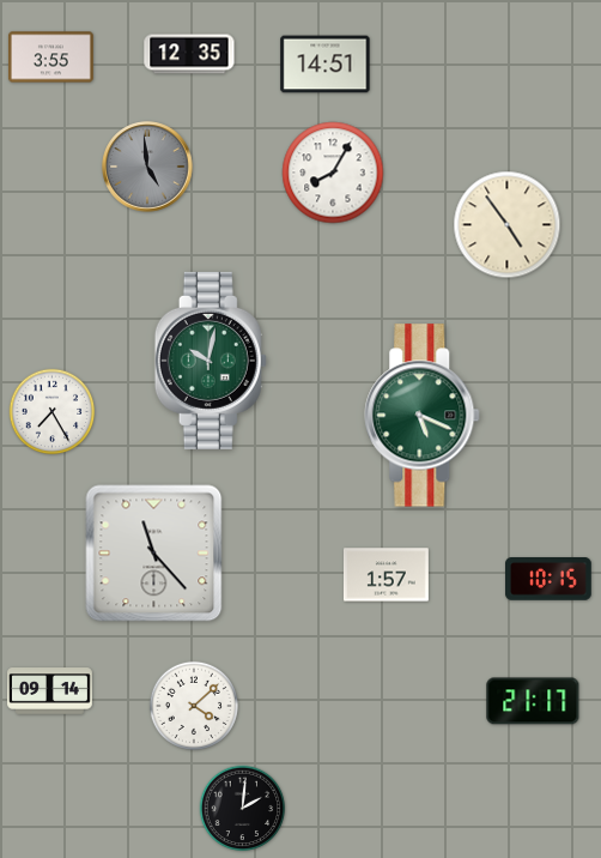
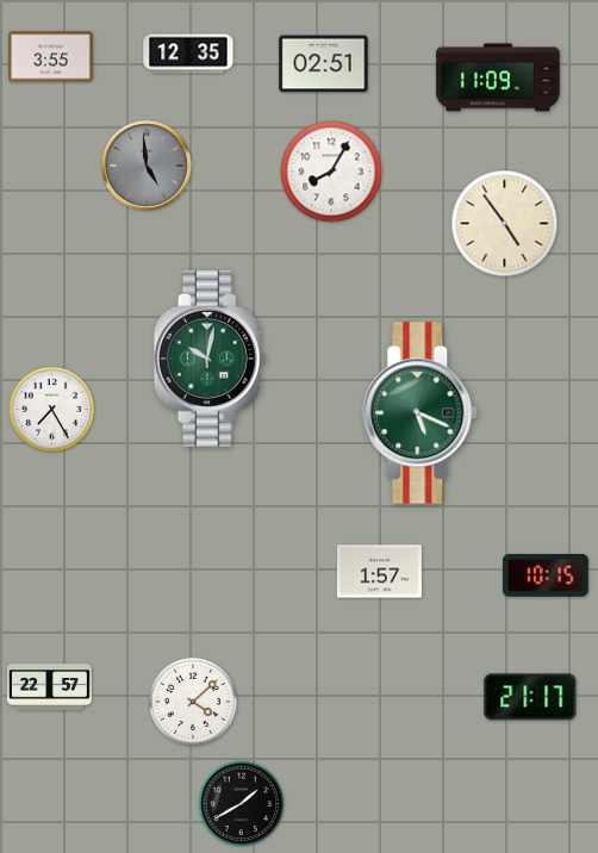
clock at (326, 65): 14:51 -> 02:51
clock at (498, 77): none -> 11:09
clock at (154, 554): 11:23 -> none
clock at (386, 575) position: (386, 575) -> (379, 572)
clock at (50, 691): 09:14 -> 22:57
clock at (243, 809): 2:01 -> 1:40
